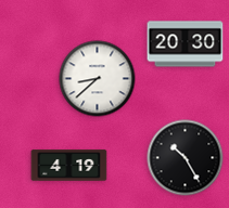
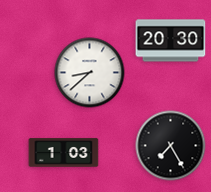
clock at (186, 158): 10:25 -> 7:25
clock at (69, 166): 4:19 -> 1:03
